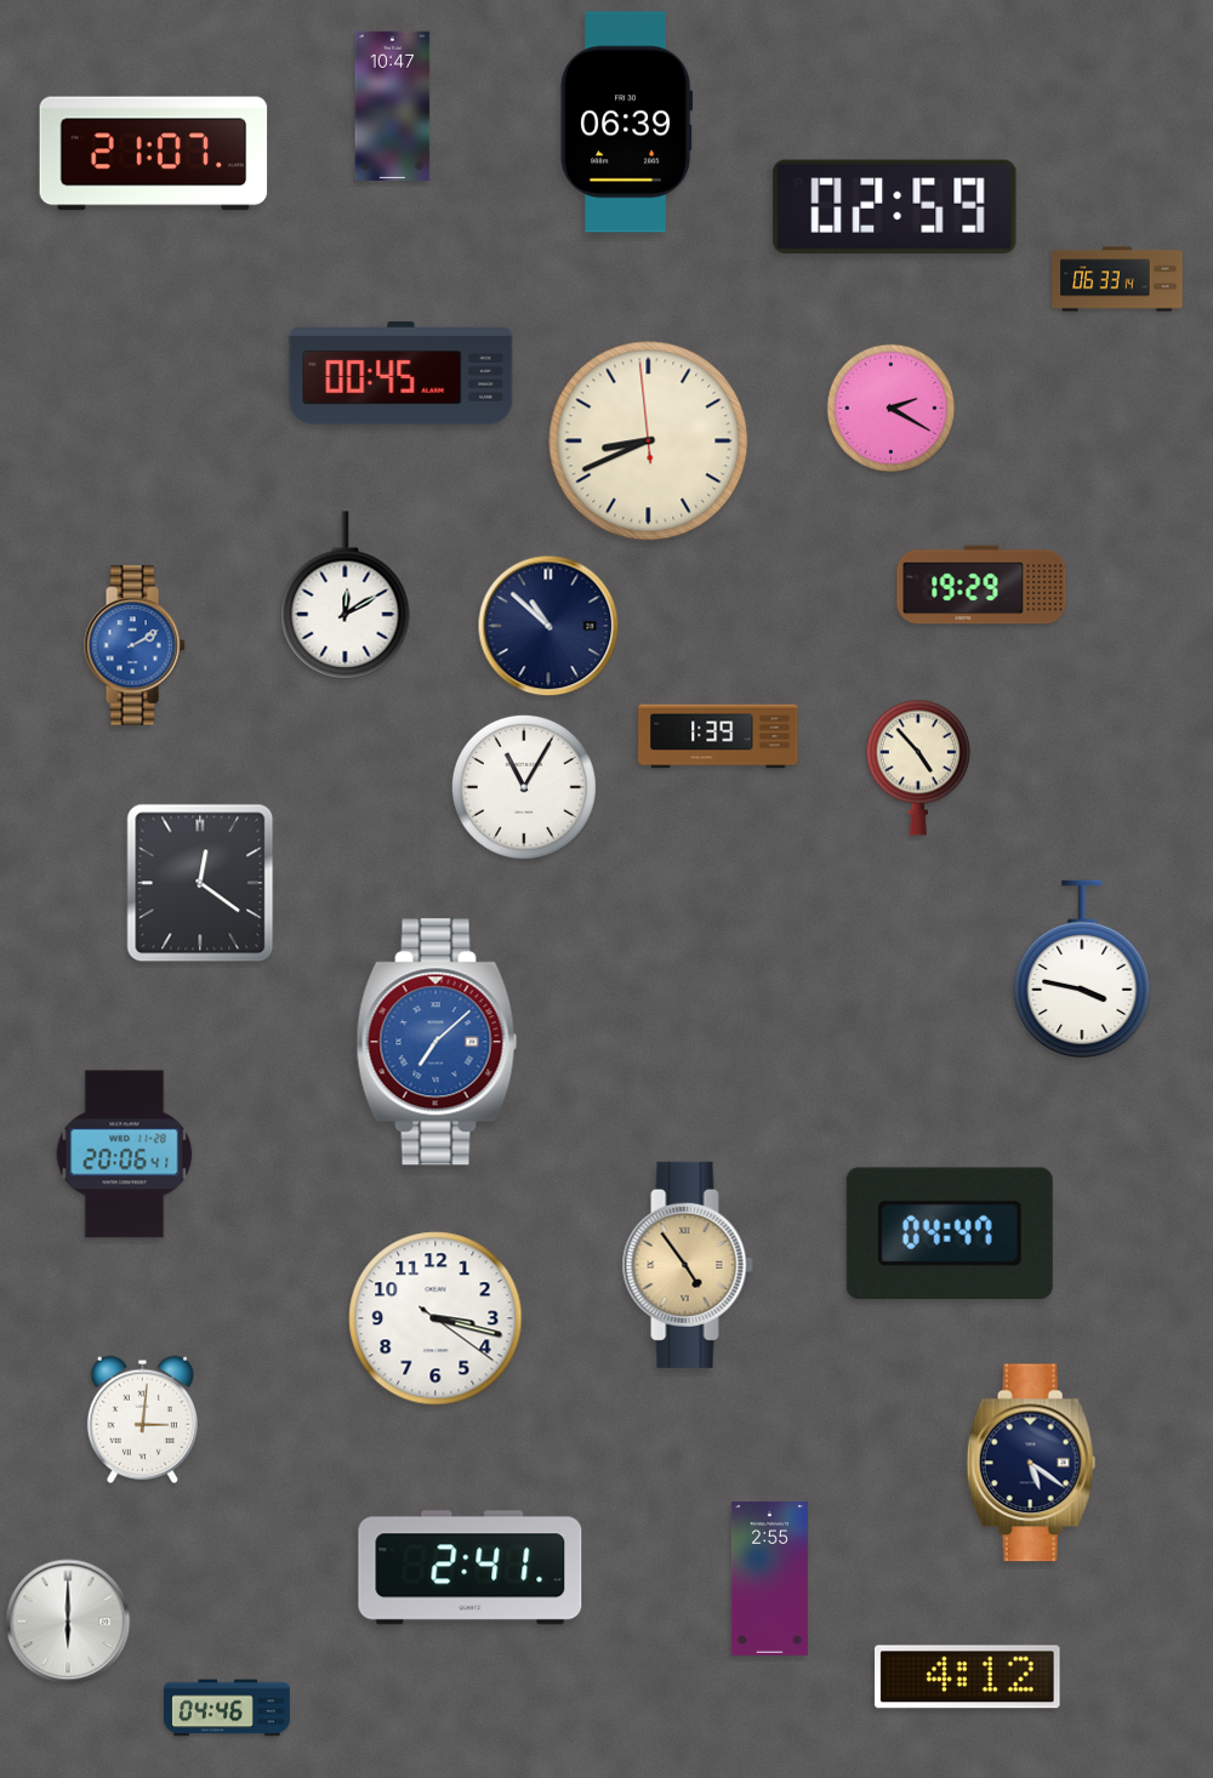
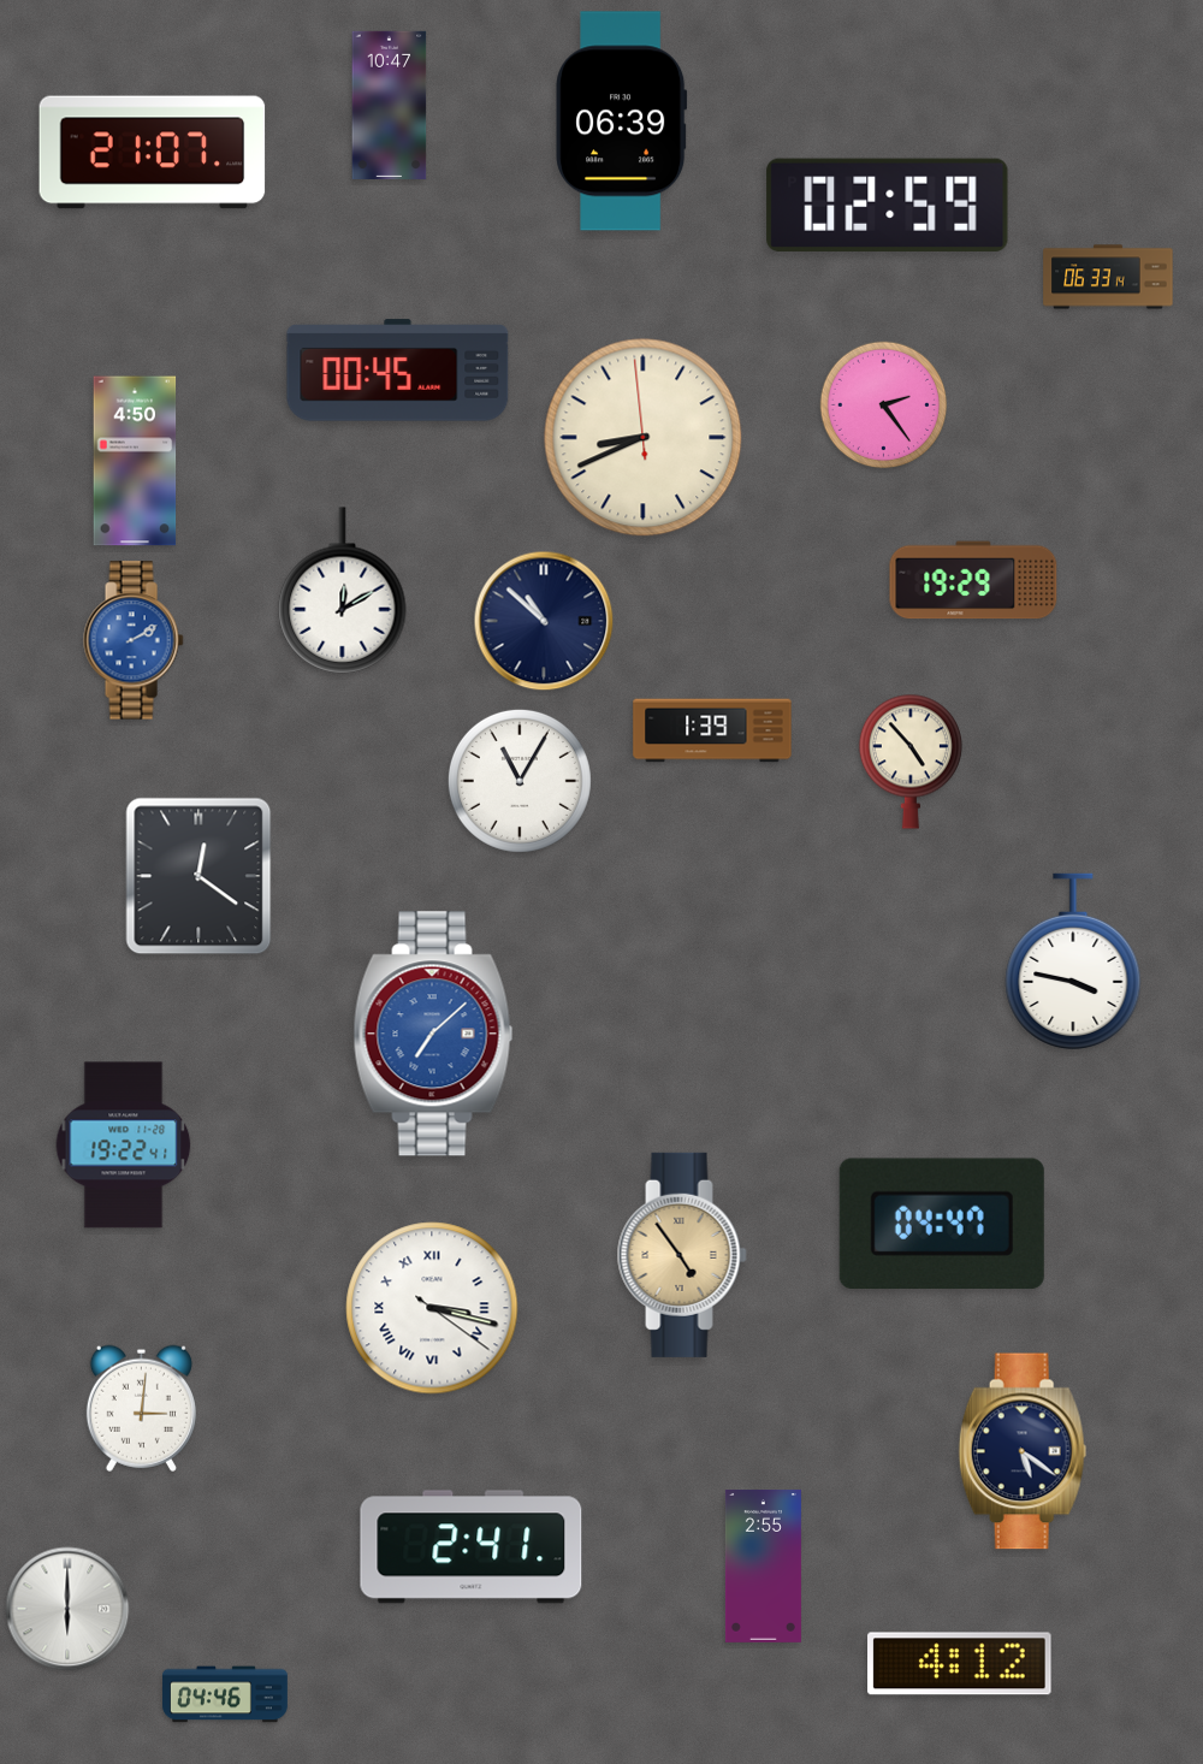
clock at (892, 409): 2:20 -> 2:24
clock at (135, 461): none -> 4:50
clock at (125, 1155): 20:06 -> 19:22
clock at (435, 1318) numerals: Arabic -> Roman
clock at (471, 1568) position: (471, 1568) -> (472, 1547)
